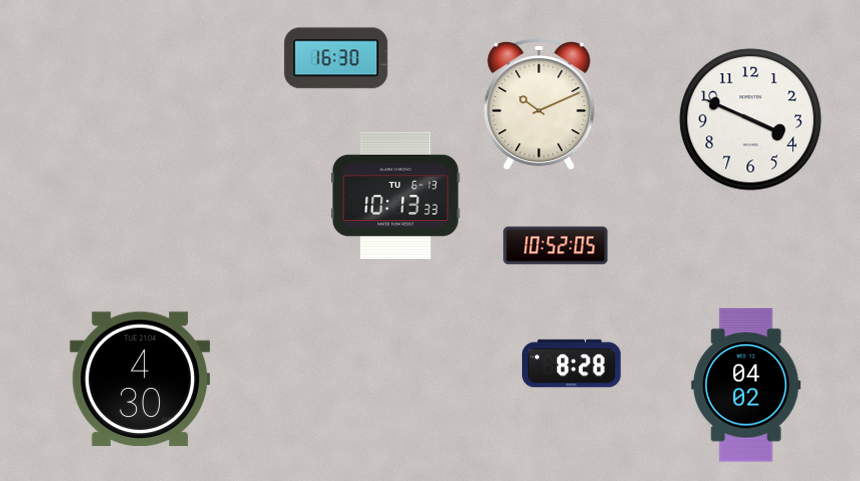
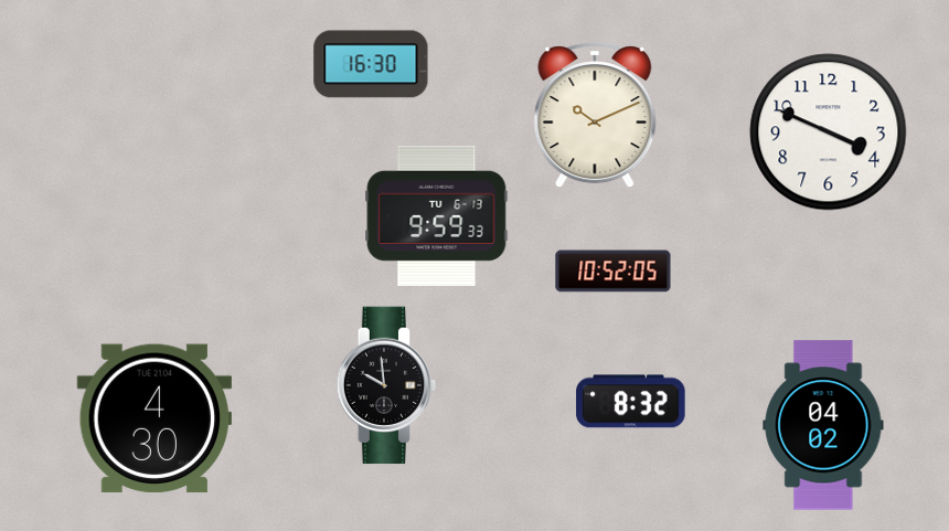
clock at (396, 195): 10:13 -> 9:59
clock at (386, 385): none -> 9:59
clock at (572, 364): 8:28 -> 8:32
